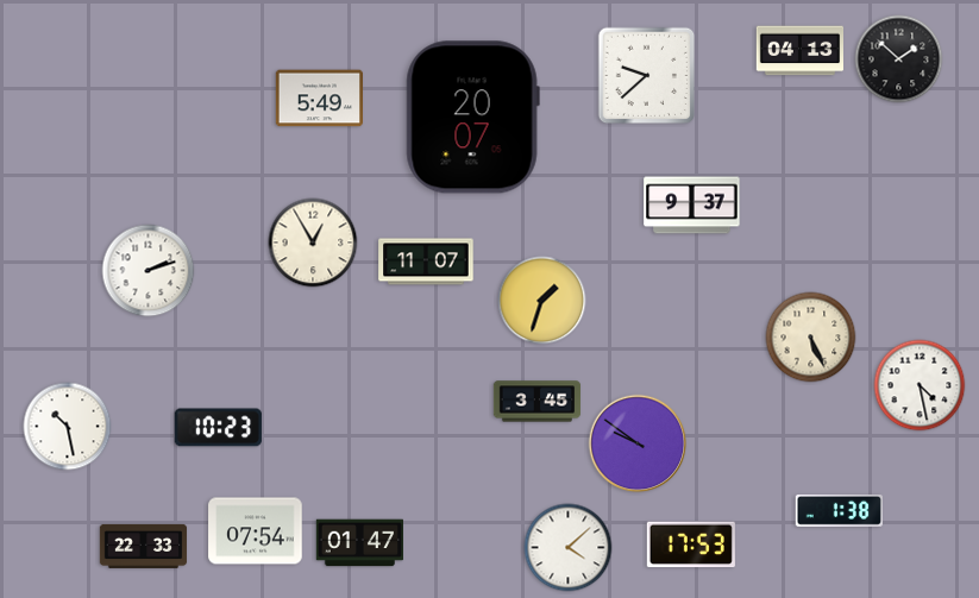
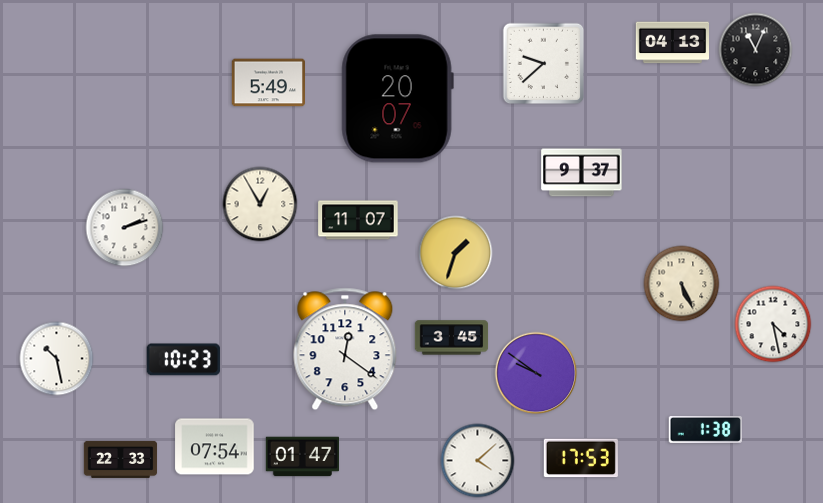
clock at (899, 59): 1:52 -> 11:04
clock at (313, 243) position: (313, 243) -> (260, 204)
clock at (345, 349): none -> 12:21
